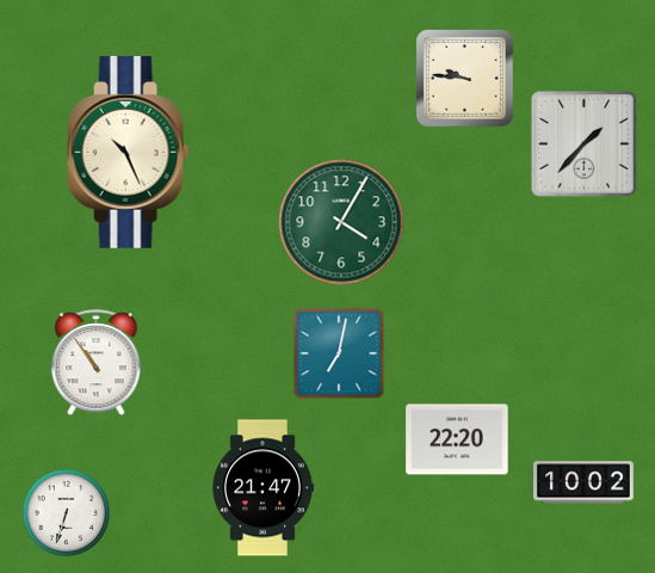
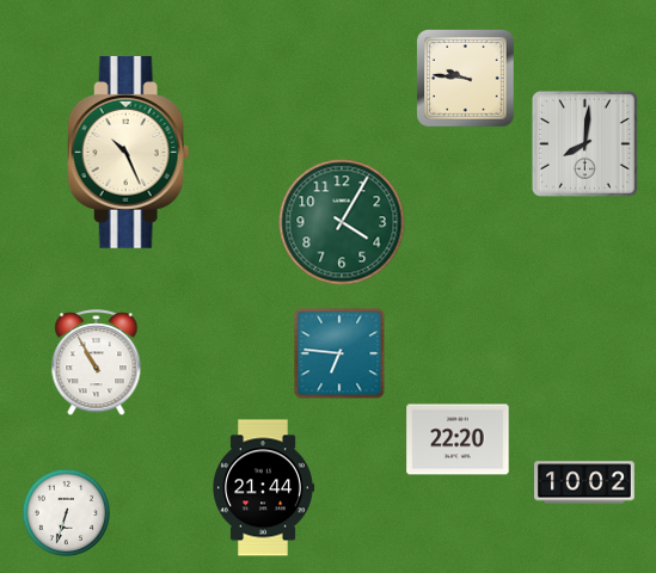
clock at (585, 144): 1:37 -> 8:01
clock at (339, 353): 7:02 -> 6:46
clock at (97, 363): 10:54 -> 10:55
clock at (262, 488): 21:47 -> 21:44
